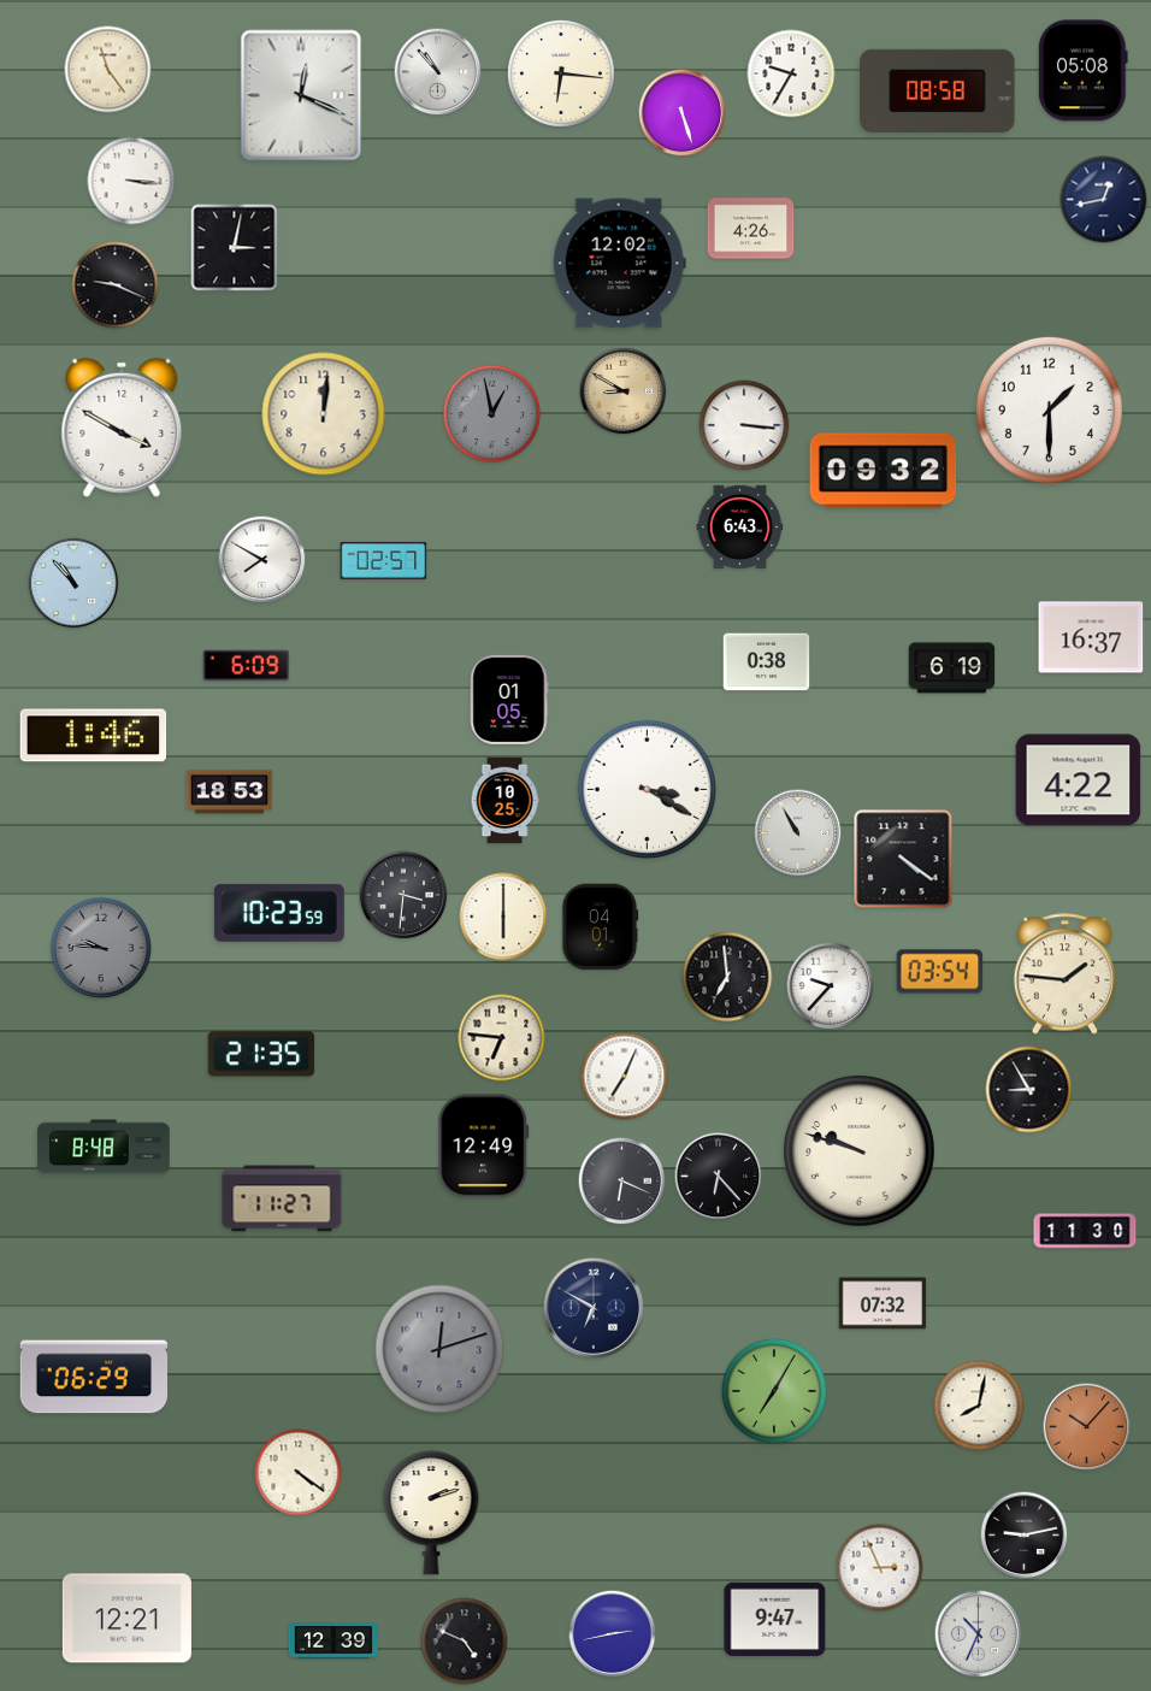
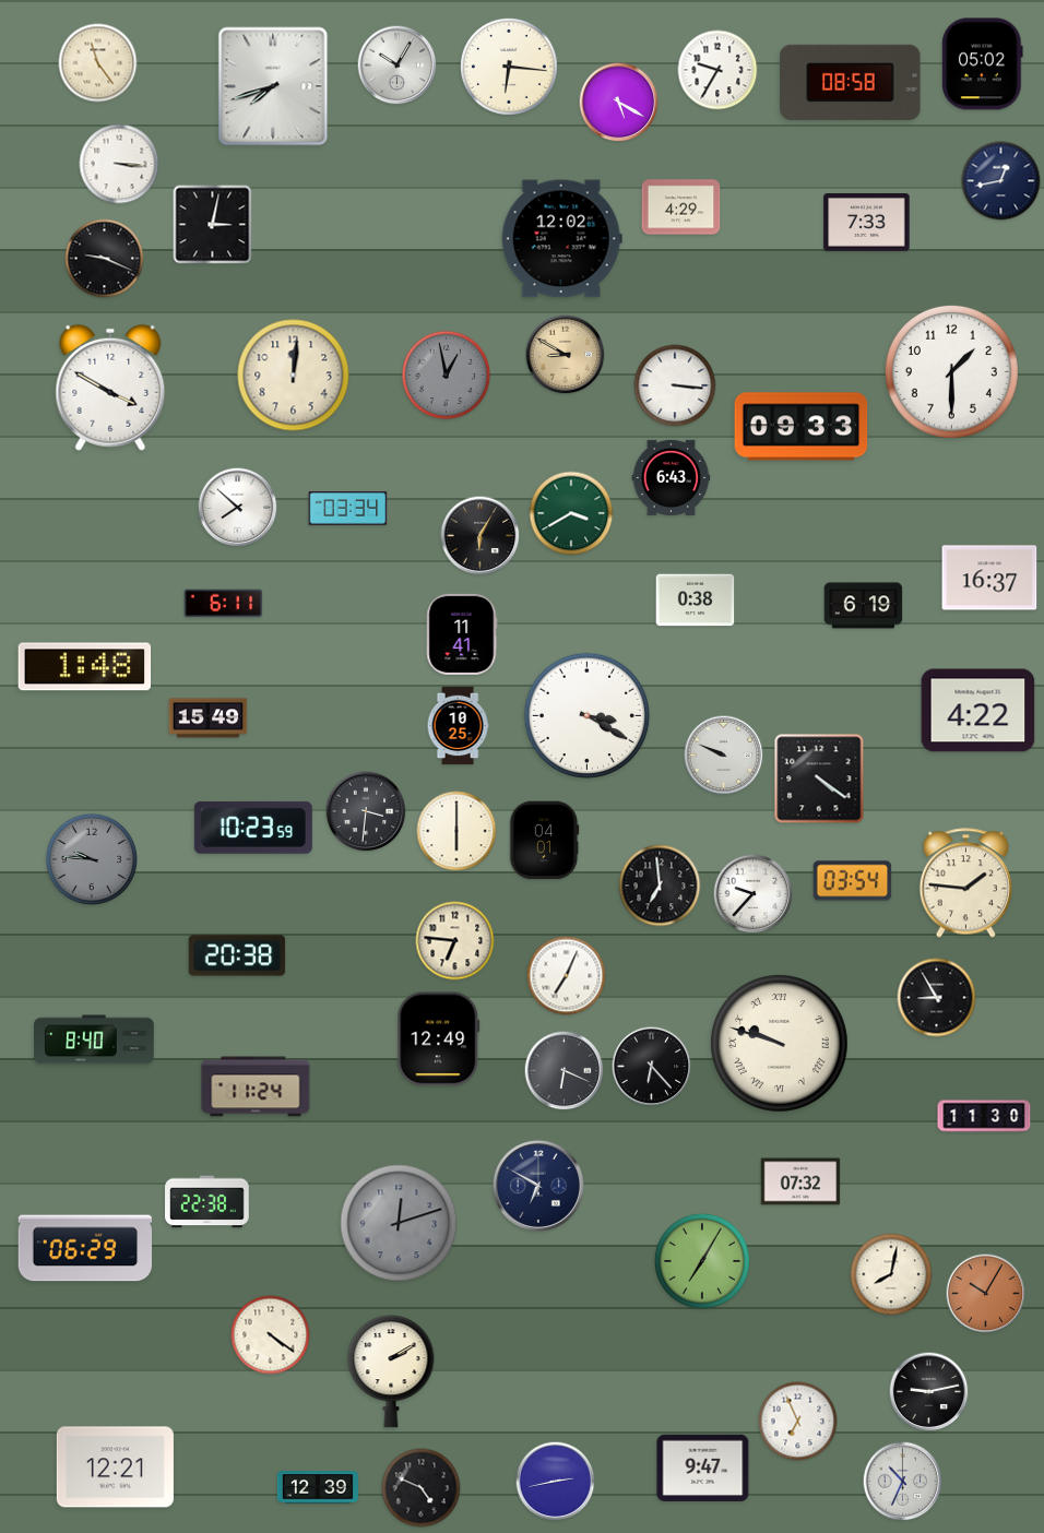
clock at (1084, 71): 05:08 -> 05:02
clock at (438, 72): 10:53 -> 10:05
clock at (791, 73) position: (791, 73) -> (717, 70)
clock at (301, 95): 12:19 -> 7:42
clock at (683, 113): 5:27 -> 5:20
clock at (751, 229): 4:26 -> 4:29
clock at (867, 223): none -> 7:33
clock at (884, 471): 09:32 -> 09:33
clock at (262, 560): 7:50 -> 7:52
clock at (384, 561): 02:57 -> 03:34
clock at (571, 513): none -> 3:40
clock at (73, 583): 10:53 -> none
clock at (481, 536): none -> 6:05
clock at (247, 666): 6:09 -> 6:11
clock at (509, 700): 01:05 -> 11:41
clock at (94, 736): 1:46 -> 1:48
clock at (1079, 780) position: (1079, 780) -> (978, 711)
clock at (230, 793): 18:53 -> 15:49
clock at (798, 833): 10:55 -> 9:49
clock at (261, 1054): 21:35 -> 20:38
clock at (1029, 1090) position: (1029, 1090) -> (937, 998)
clock at (104, 1147): 8:48 -> 8:40
clock at (860, 1151) numerals: Arabic -> Roman
clock at (282, 1198): 11:27 -> 11:24
clock at (207, 1202): none -> 22:38
clock at (979, 1406) position: (979, 1406) -> (891, 1274)
clock at (1087, 1427): 10:07 -> 10:05
clock at (431, 1513): 2:12 -> 2:10
clock at (880, 1568): 2:56 -> 6:56
clock at (979, 1634) position: (979, 1634) -> (903, 1482)
clock at (334, 1640) position: (334, 1640) -> (318, 1487)
